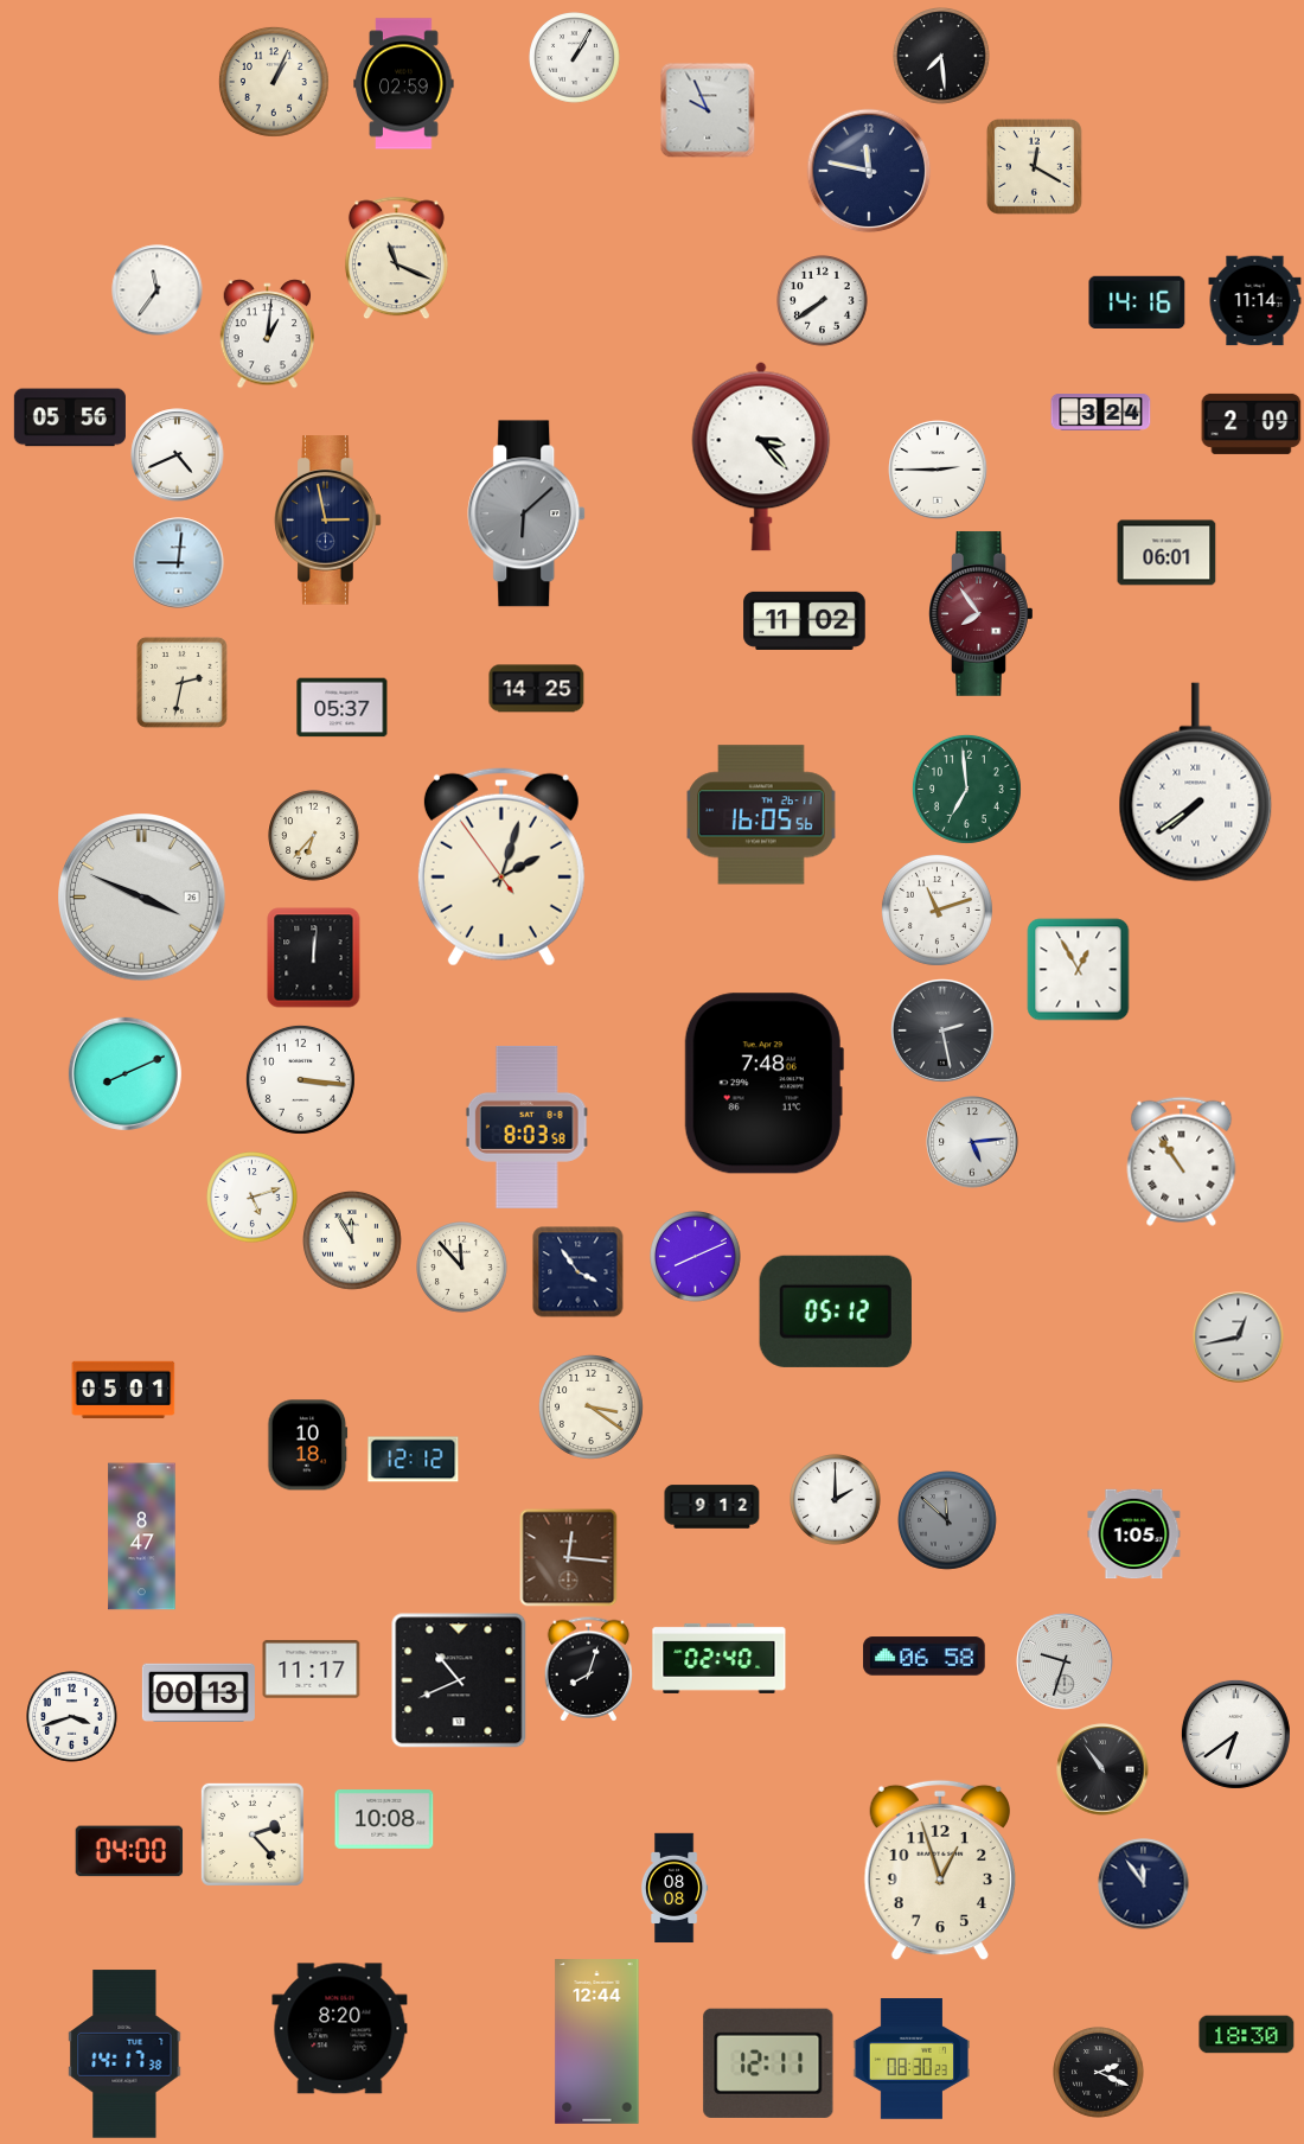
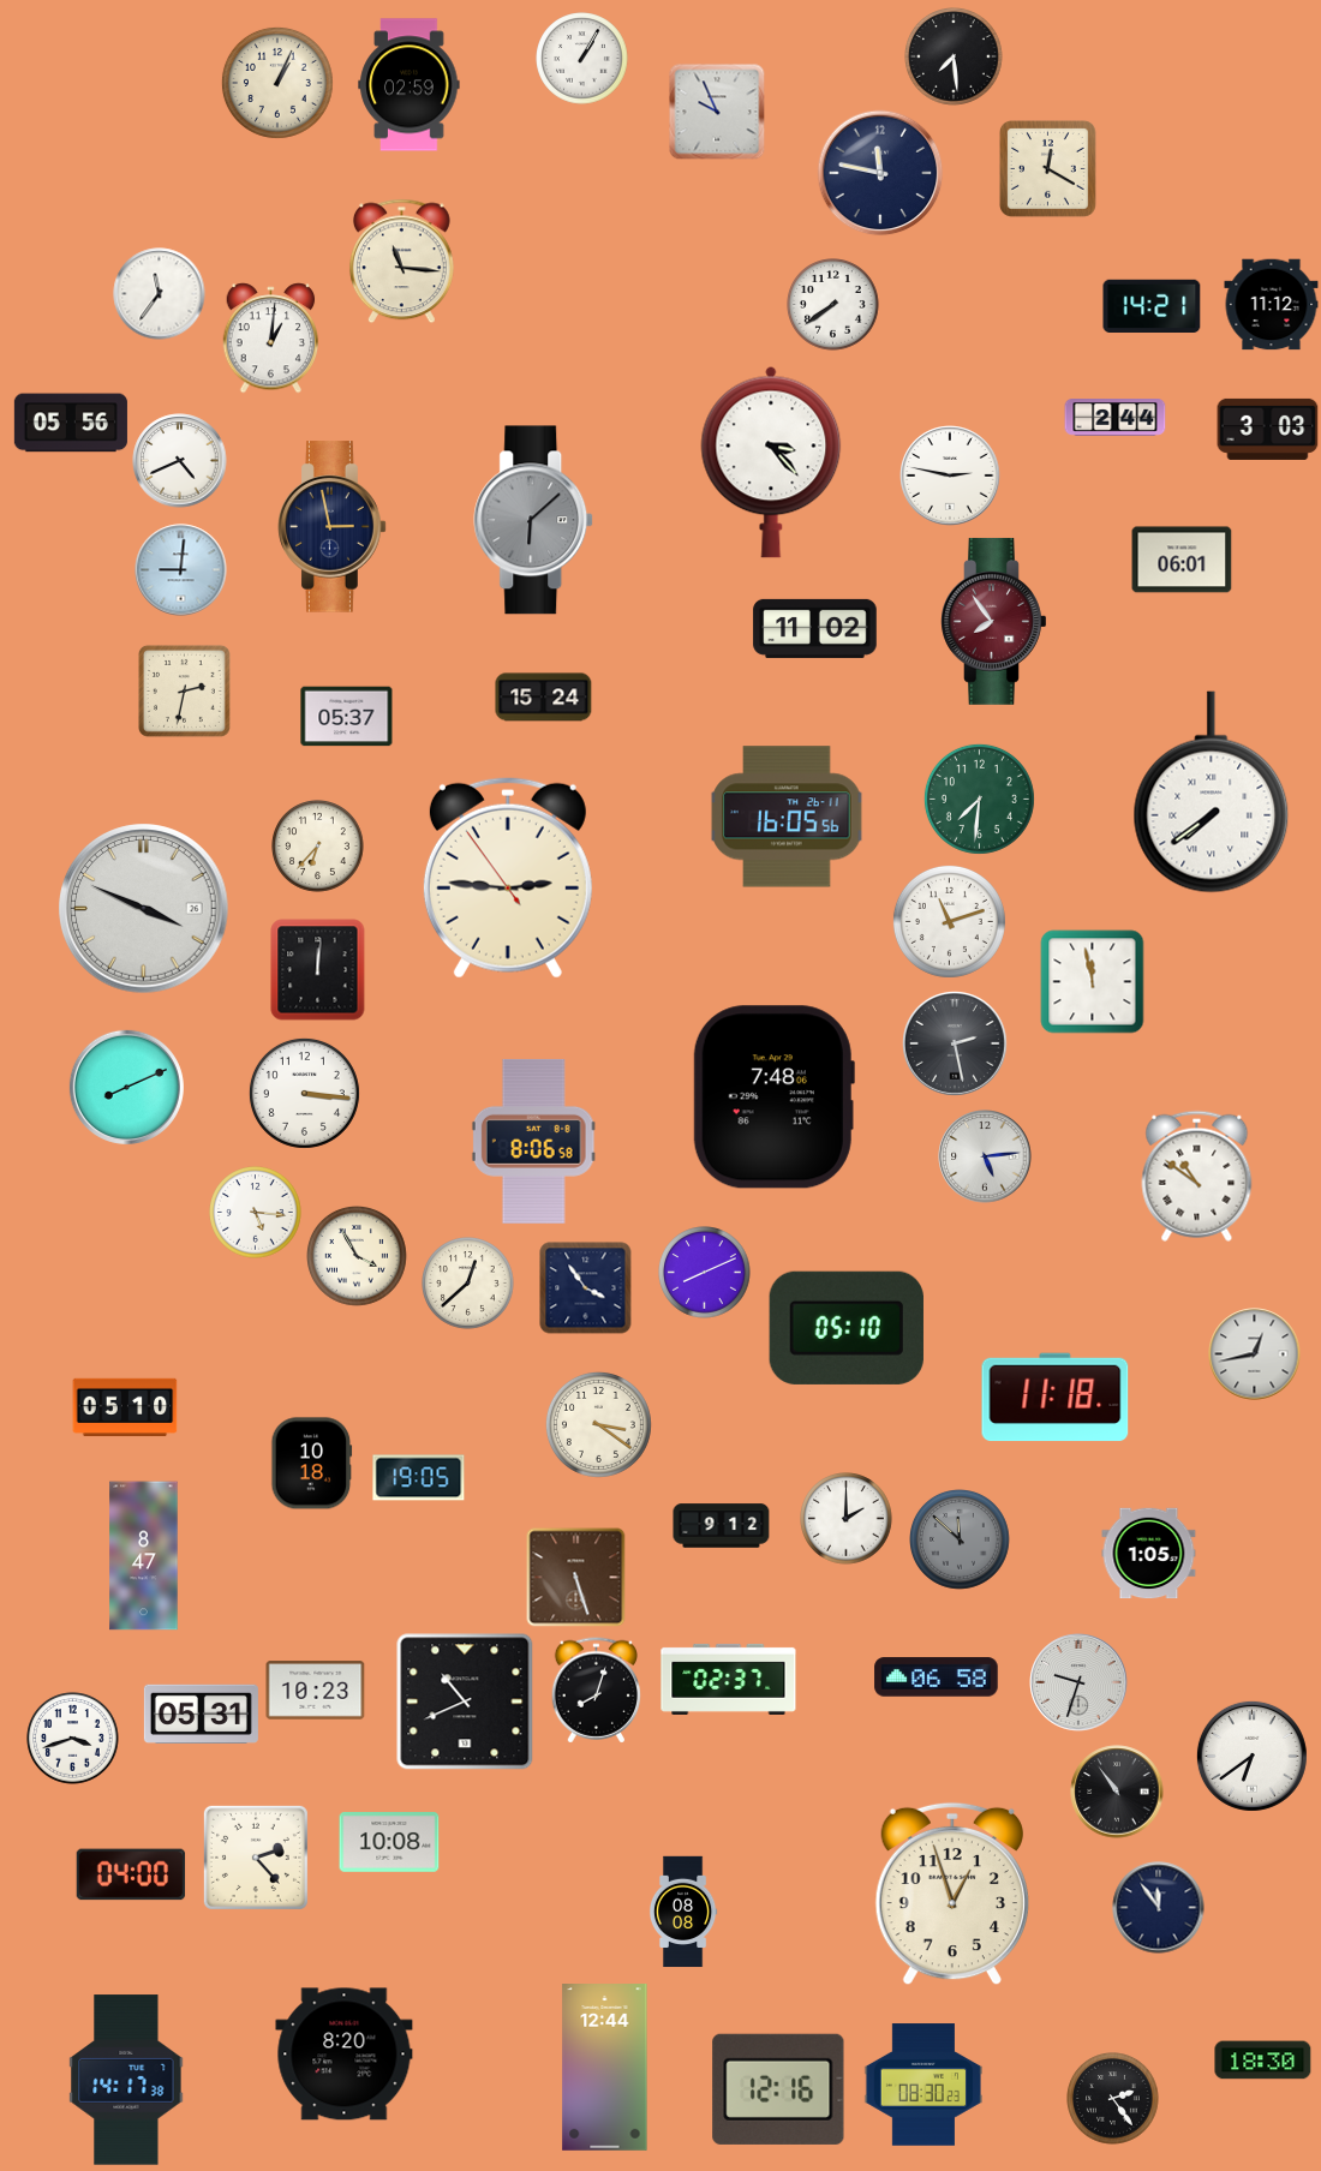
clock at (396, 259): 11:19 -> 11:16
clock at (1137, 301): 14:16 -> 14:21
clock at (1255, 301): 11:14 -> 11:12
clock at (1101, 413): 3:24 -> 2:44
clock at (1252, 423): 2:09 -> 3:03
clock at (938, 470): 2:45 -> 2:47
clock at (537, 689): 14:25 -> 15:24
clock at (966, 789): 6:59 -> 7:31
clock at (761, 815) position: (761, 815) -> (787, 817)
clock at (501, 867): 2:02 -> 2:45
clock at (1079, 970): 12:55 -> 11:58
clock at (526, 1127): 8:03 -> 8:06
clock at (1182, 1161): 10:54 -> 10:51
clock at (253, 1198): 5:12 -> 5:16
clock at (353, 1242): 11:55 -> 3:55
clock at (462, 1268): 11:53 -> 12:38
clock at (836, 1312): 05:12 -> 05:10
clock at (1056, 1398): none -> 11:18
clock at (123, 1390): 05:01 -> 05:10
clock at (414, 1460): 12:12 -> 19:05
clock at (569, 1558): 12:16 -> 5:27
clock at (720, 1658): 02:40 -> 02:37
clock at (312, 1670): 11:17 -> 10:23
clock at (198, 1692): 00:13 -> 05:31
clock at (768, 2063): 12:11 -> 12:16
clock at (1099, 2073): 2:19 -> 2:24
